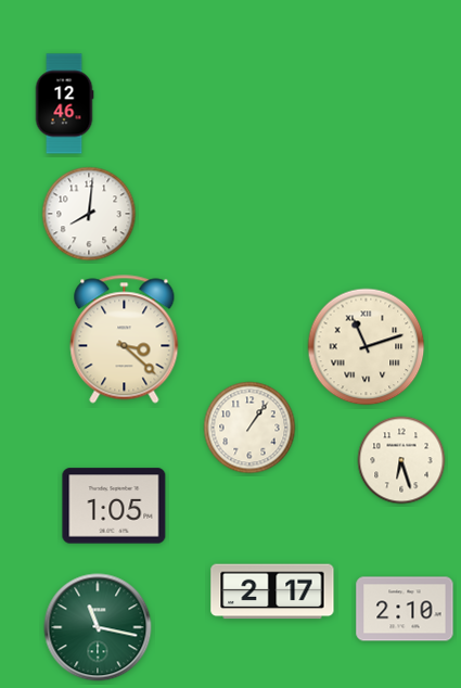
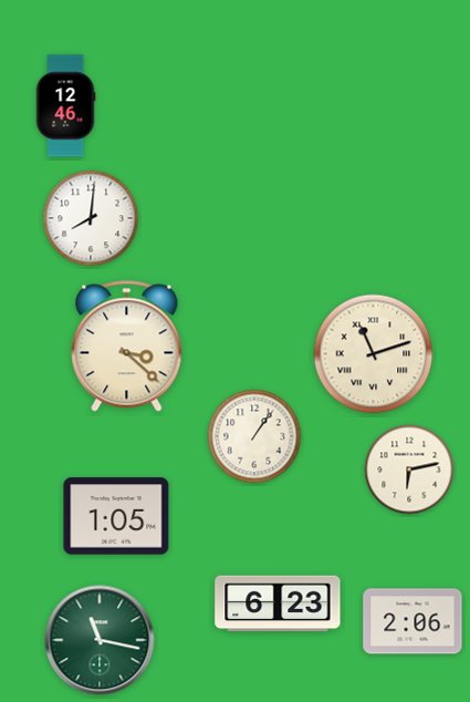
clock at (401, 460): 6:27 -> 6:13
clock at (272, 591): 2:17 -> 6:23
clock at (405, 609): 2:10 -> 2:06
